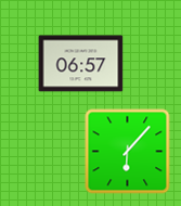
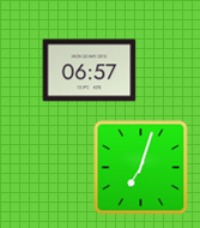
clock at (127, 151): 6:07 -> 7:03
